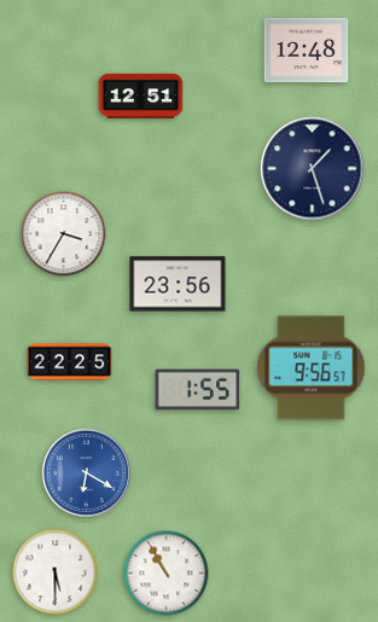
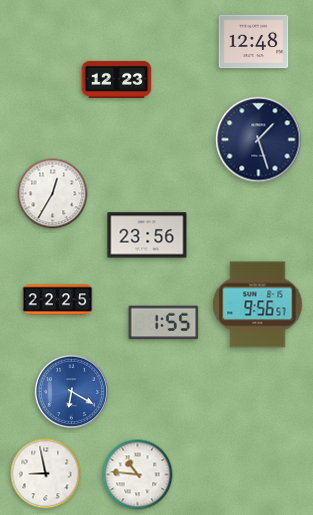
clock at (141, 95): 12:51 -> 12:23
clock at (64, 234): 3:35 -> 12:35
clock at (56, 572): 5:30 -> 8:58
clock at (167, 574): 10:55 -> 10:46
